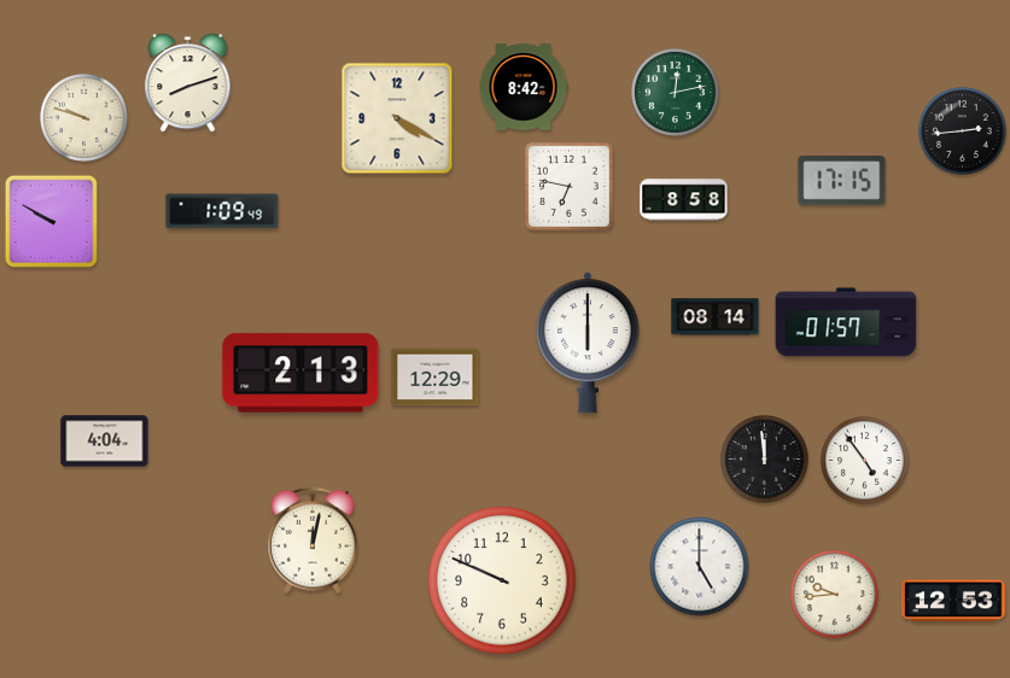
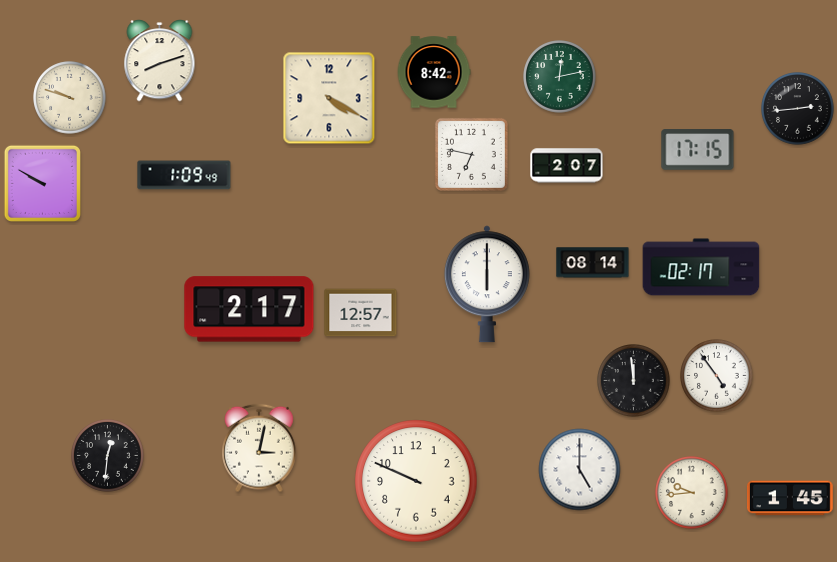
clock at (188, 83) position: (188, 83) -> (160, 61)
clock at (684, 200): 8:58 -> 2:07
clock at (846, 322): 01:57 -> 02:17
clock at (300, 373): 2:13 -> 2:17
clock at (436, 378): 12:29 -> 12:57
clock at (105, 442): 4:04 -> none
clock at (865, 461) position: (865, 461) -> (717, 376)
clock at (313, 540): 12:02 -> 3:02
clock at (108, 456): none -> 12:31
clock at (954, 601): 12:53 -> 1:45
